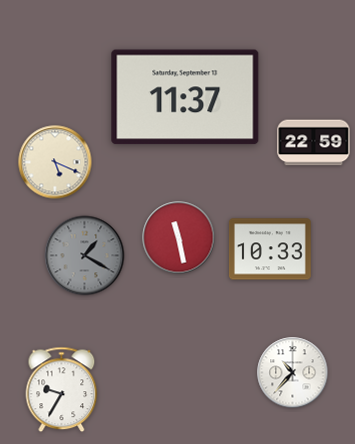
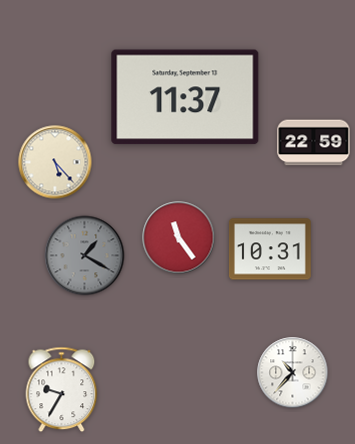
clock at (55, 162): 5:19 -> 5:23
clock at (179, 238): 11:28 -> 11:24
clock at (270, 249): 10:33 -> 10:31
